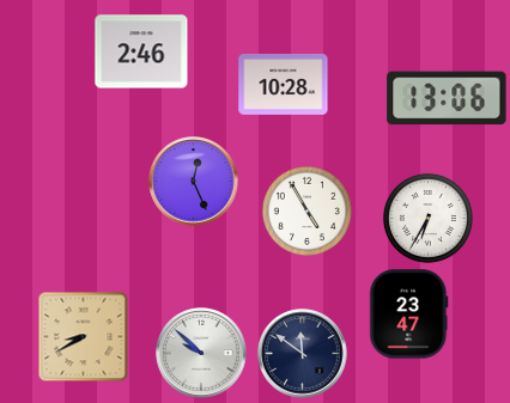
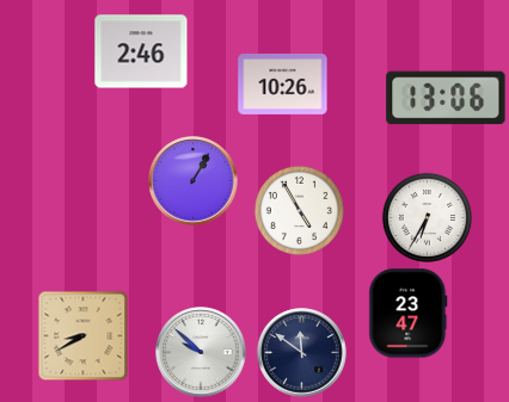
clock at (284, 84): 10:28 -> 10:26
clock at (194, 182): 12:26 -> 1:05
clock at (306, 210) position: (306, 210) -> (299, 210)
